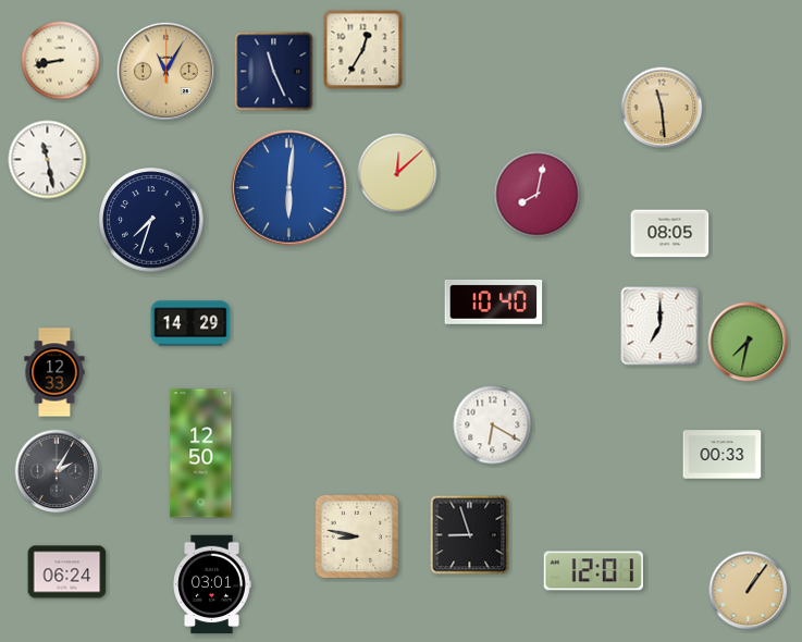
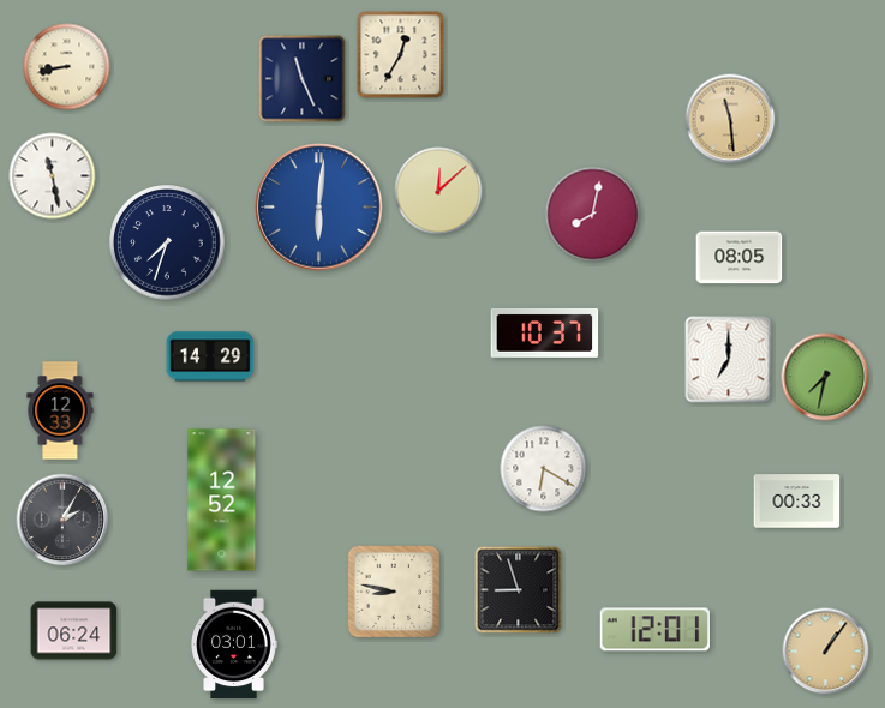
clock at (165, 71): 11:05 -> none
clock at (494, 301): 10:40 -> 10:37
clock at (201, 454): 12:50 -> 12:52
